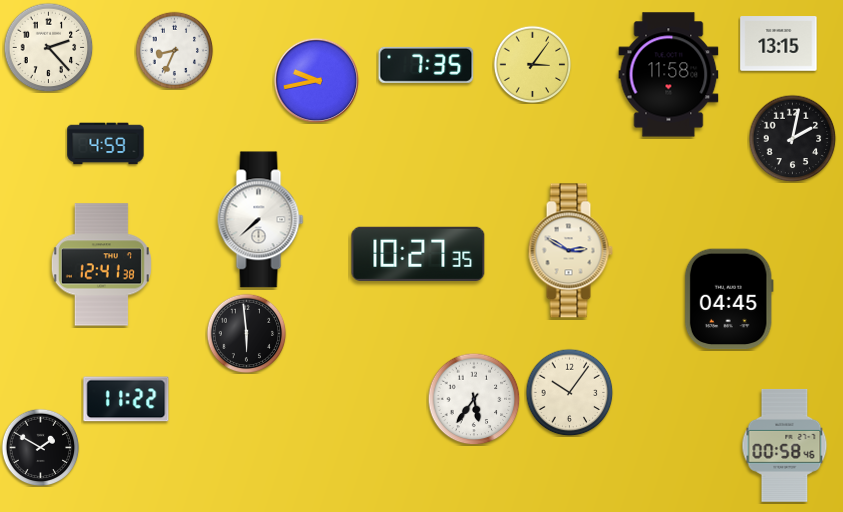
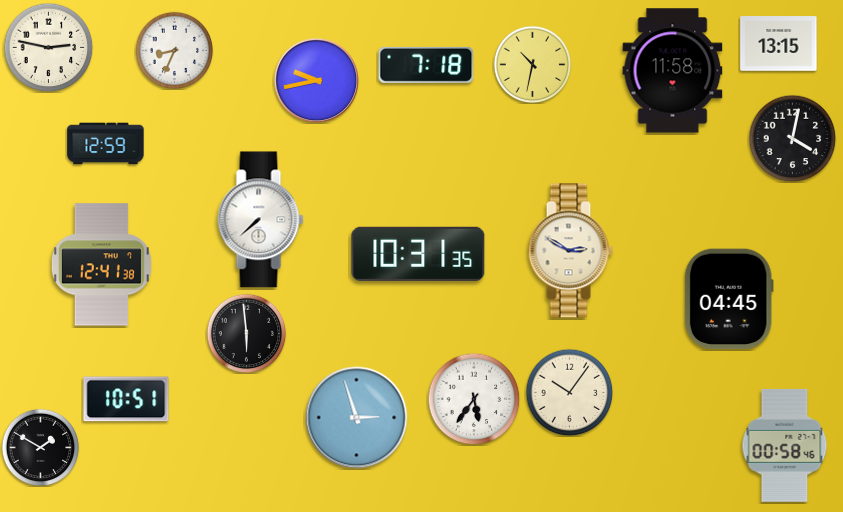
clock at (48, 47): 2:23 -> 2:47
clock at (532, 64): 3:06 -> 10:32
clock at (426, 65): 7:35 -> 7:18
clock at (669, 75) position: (669, 75) -> (673, 71)
clock at (792, 138): 2:02 -> 4:02
clock at (106, 144): 4:59 -> 12:59
clock at (418, 254): 10:27 -> 10:31
clock at (126, 399): 11:22 -> 10:51
clock at (357, 418): none -> 2:57
